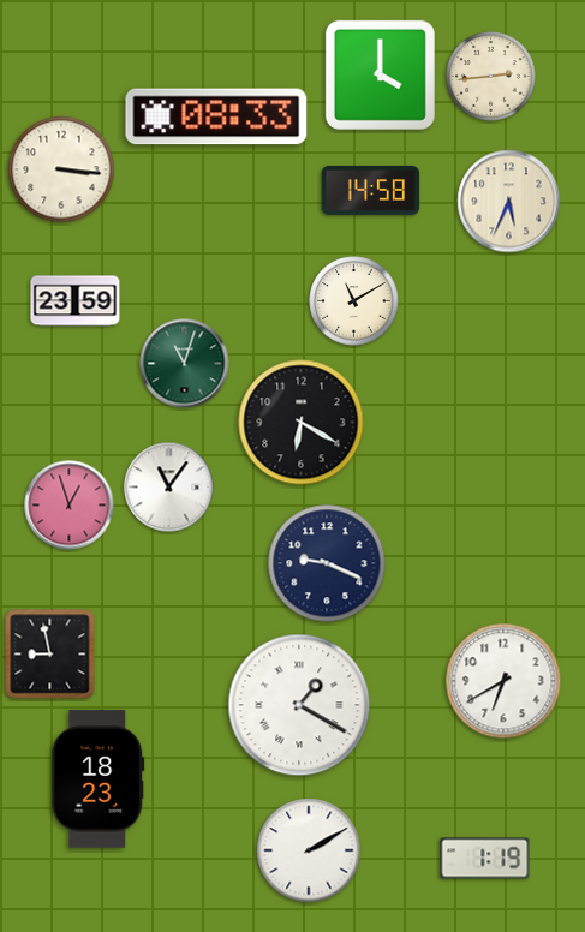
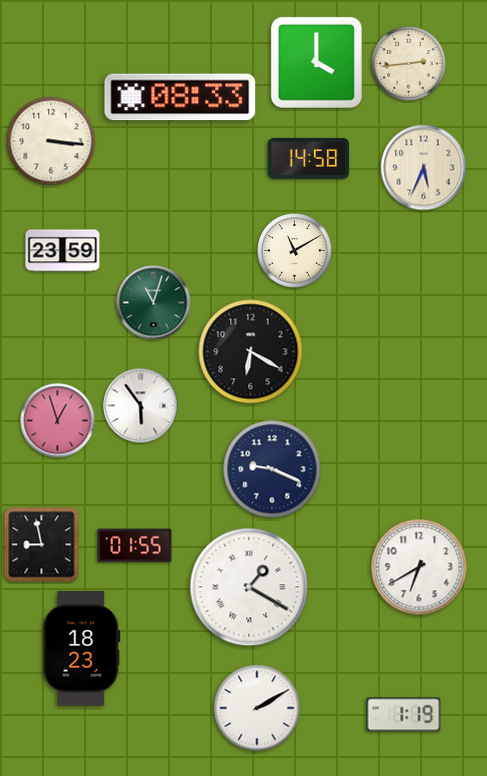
clock at (169, 488): 11:06 -> 5:54
clock at (135, 546): none -> 01:55
